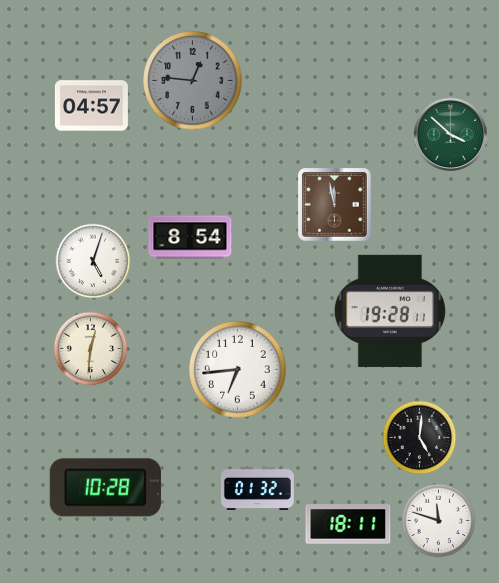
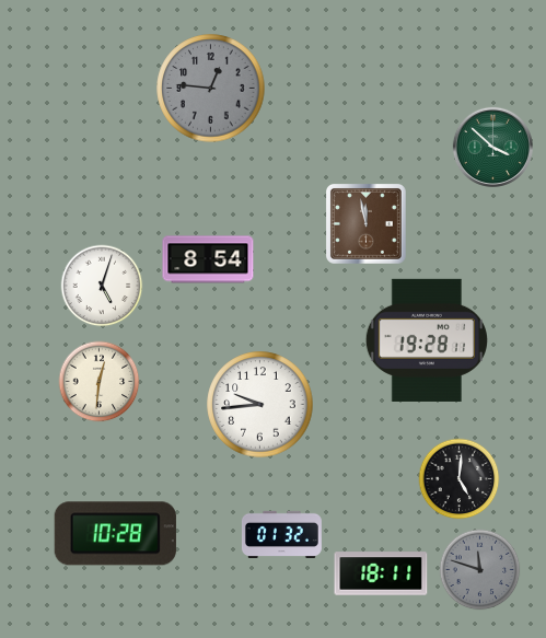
clock at (91, 106): 04:57 -> none
clock at (238, 370): 6:44 -> 9:44
clock at (439, 521) dial: white -> grey
